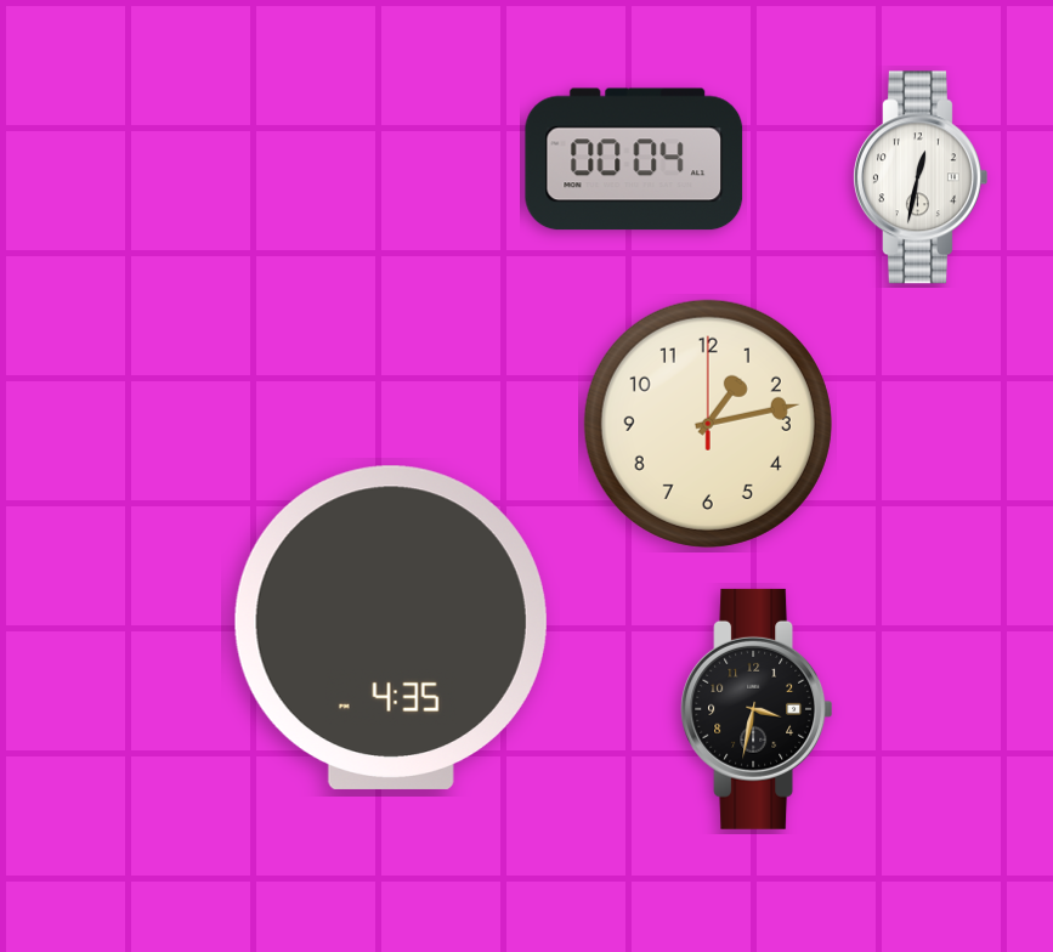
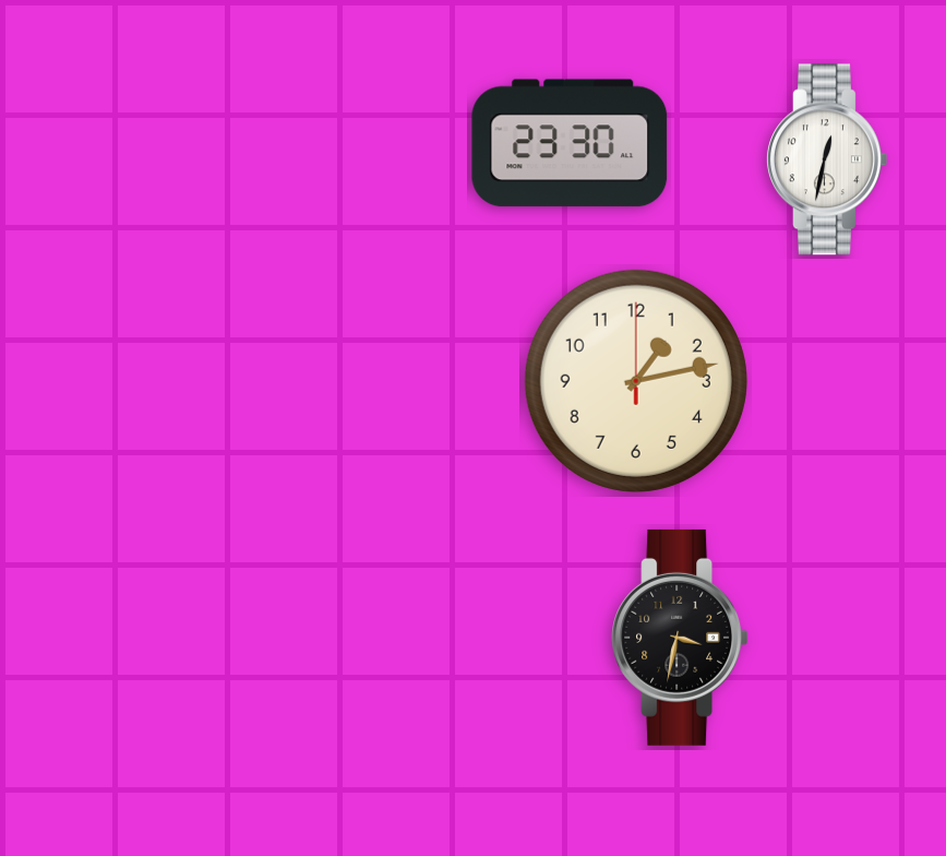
clock at (634, 159): 00:04 -> 23:30
clock at (391, 628): 4:35 -> none
